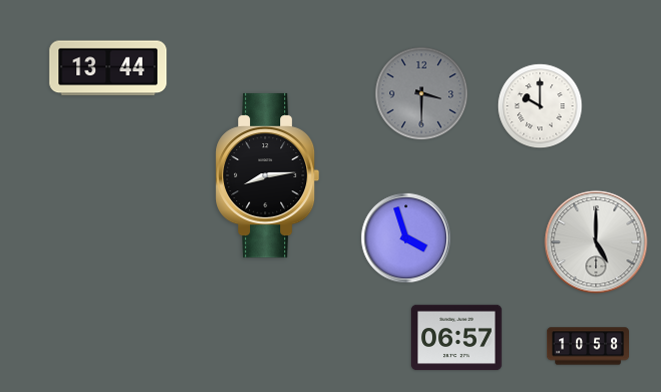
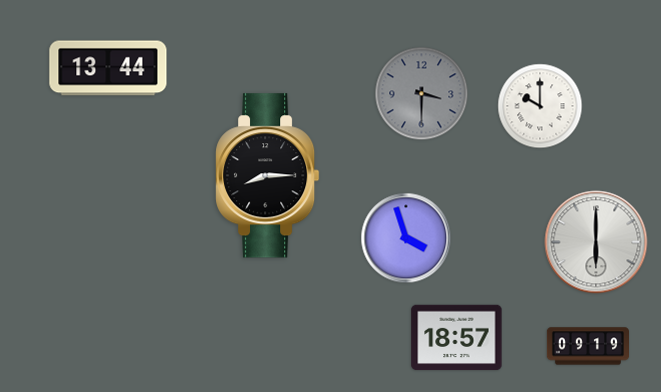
clock at (268, 176): 8:14 -> 8:15
clock at (596, 242): 5:00 -> 6:00
clock at (457, 338): 06:57 -> 18:57
clock at (587, 346): 10:58 -> 09:19
